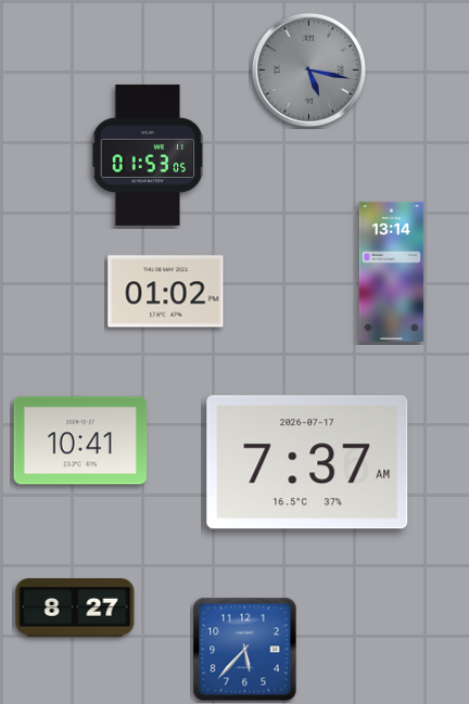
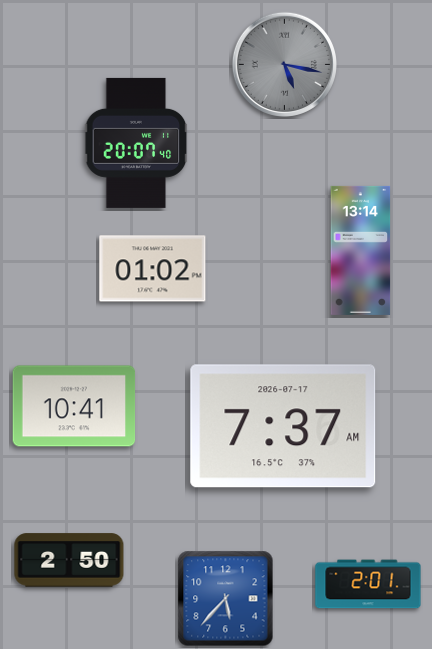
clock at (148, 155): 01:53 -> 20:07
clock at (75, 607): 8:27 -> 2:50
clock at (368, 584): none -> 2:01
